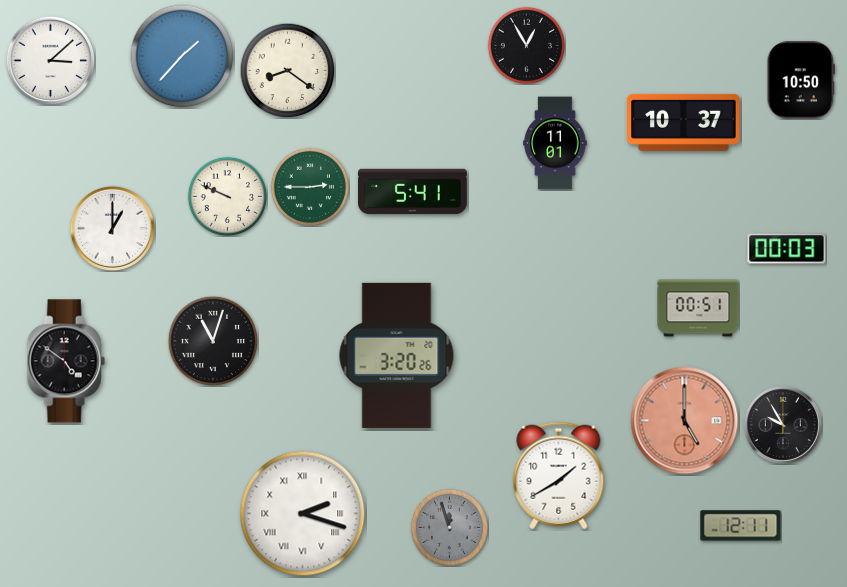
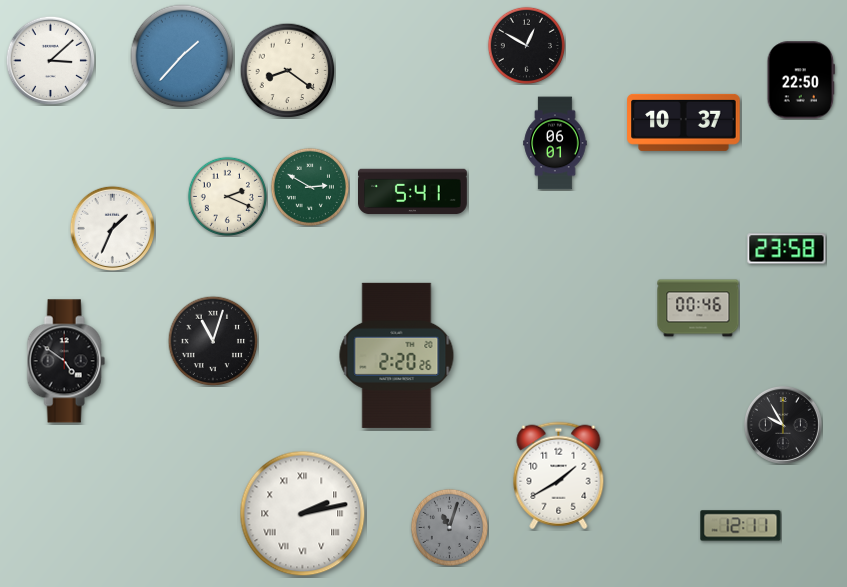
clock at (526, 45): 12:55 -> 12:50
clock at (801, 80): 10:50 -> 22:50
clock at (555, 143): 11:01 -> 06:01
clock at (310, 187): 2:45 -> 2:50
clock at (227, 196): 9:49 -> 2:19
clock at (112, 228): 1:00 -> 1:34
clock at (787, 249): 00:03 -> 23:58
clock at (698, 308): 00:51 -> 00:46
clock at (397, 355): 3:20 -> 2:20
clock at (685, 421): 5:00 -> none
clock at (303, 514): 2:18 -> 2:13
clock at (449, 527): 11:57 -> 11:03
